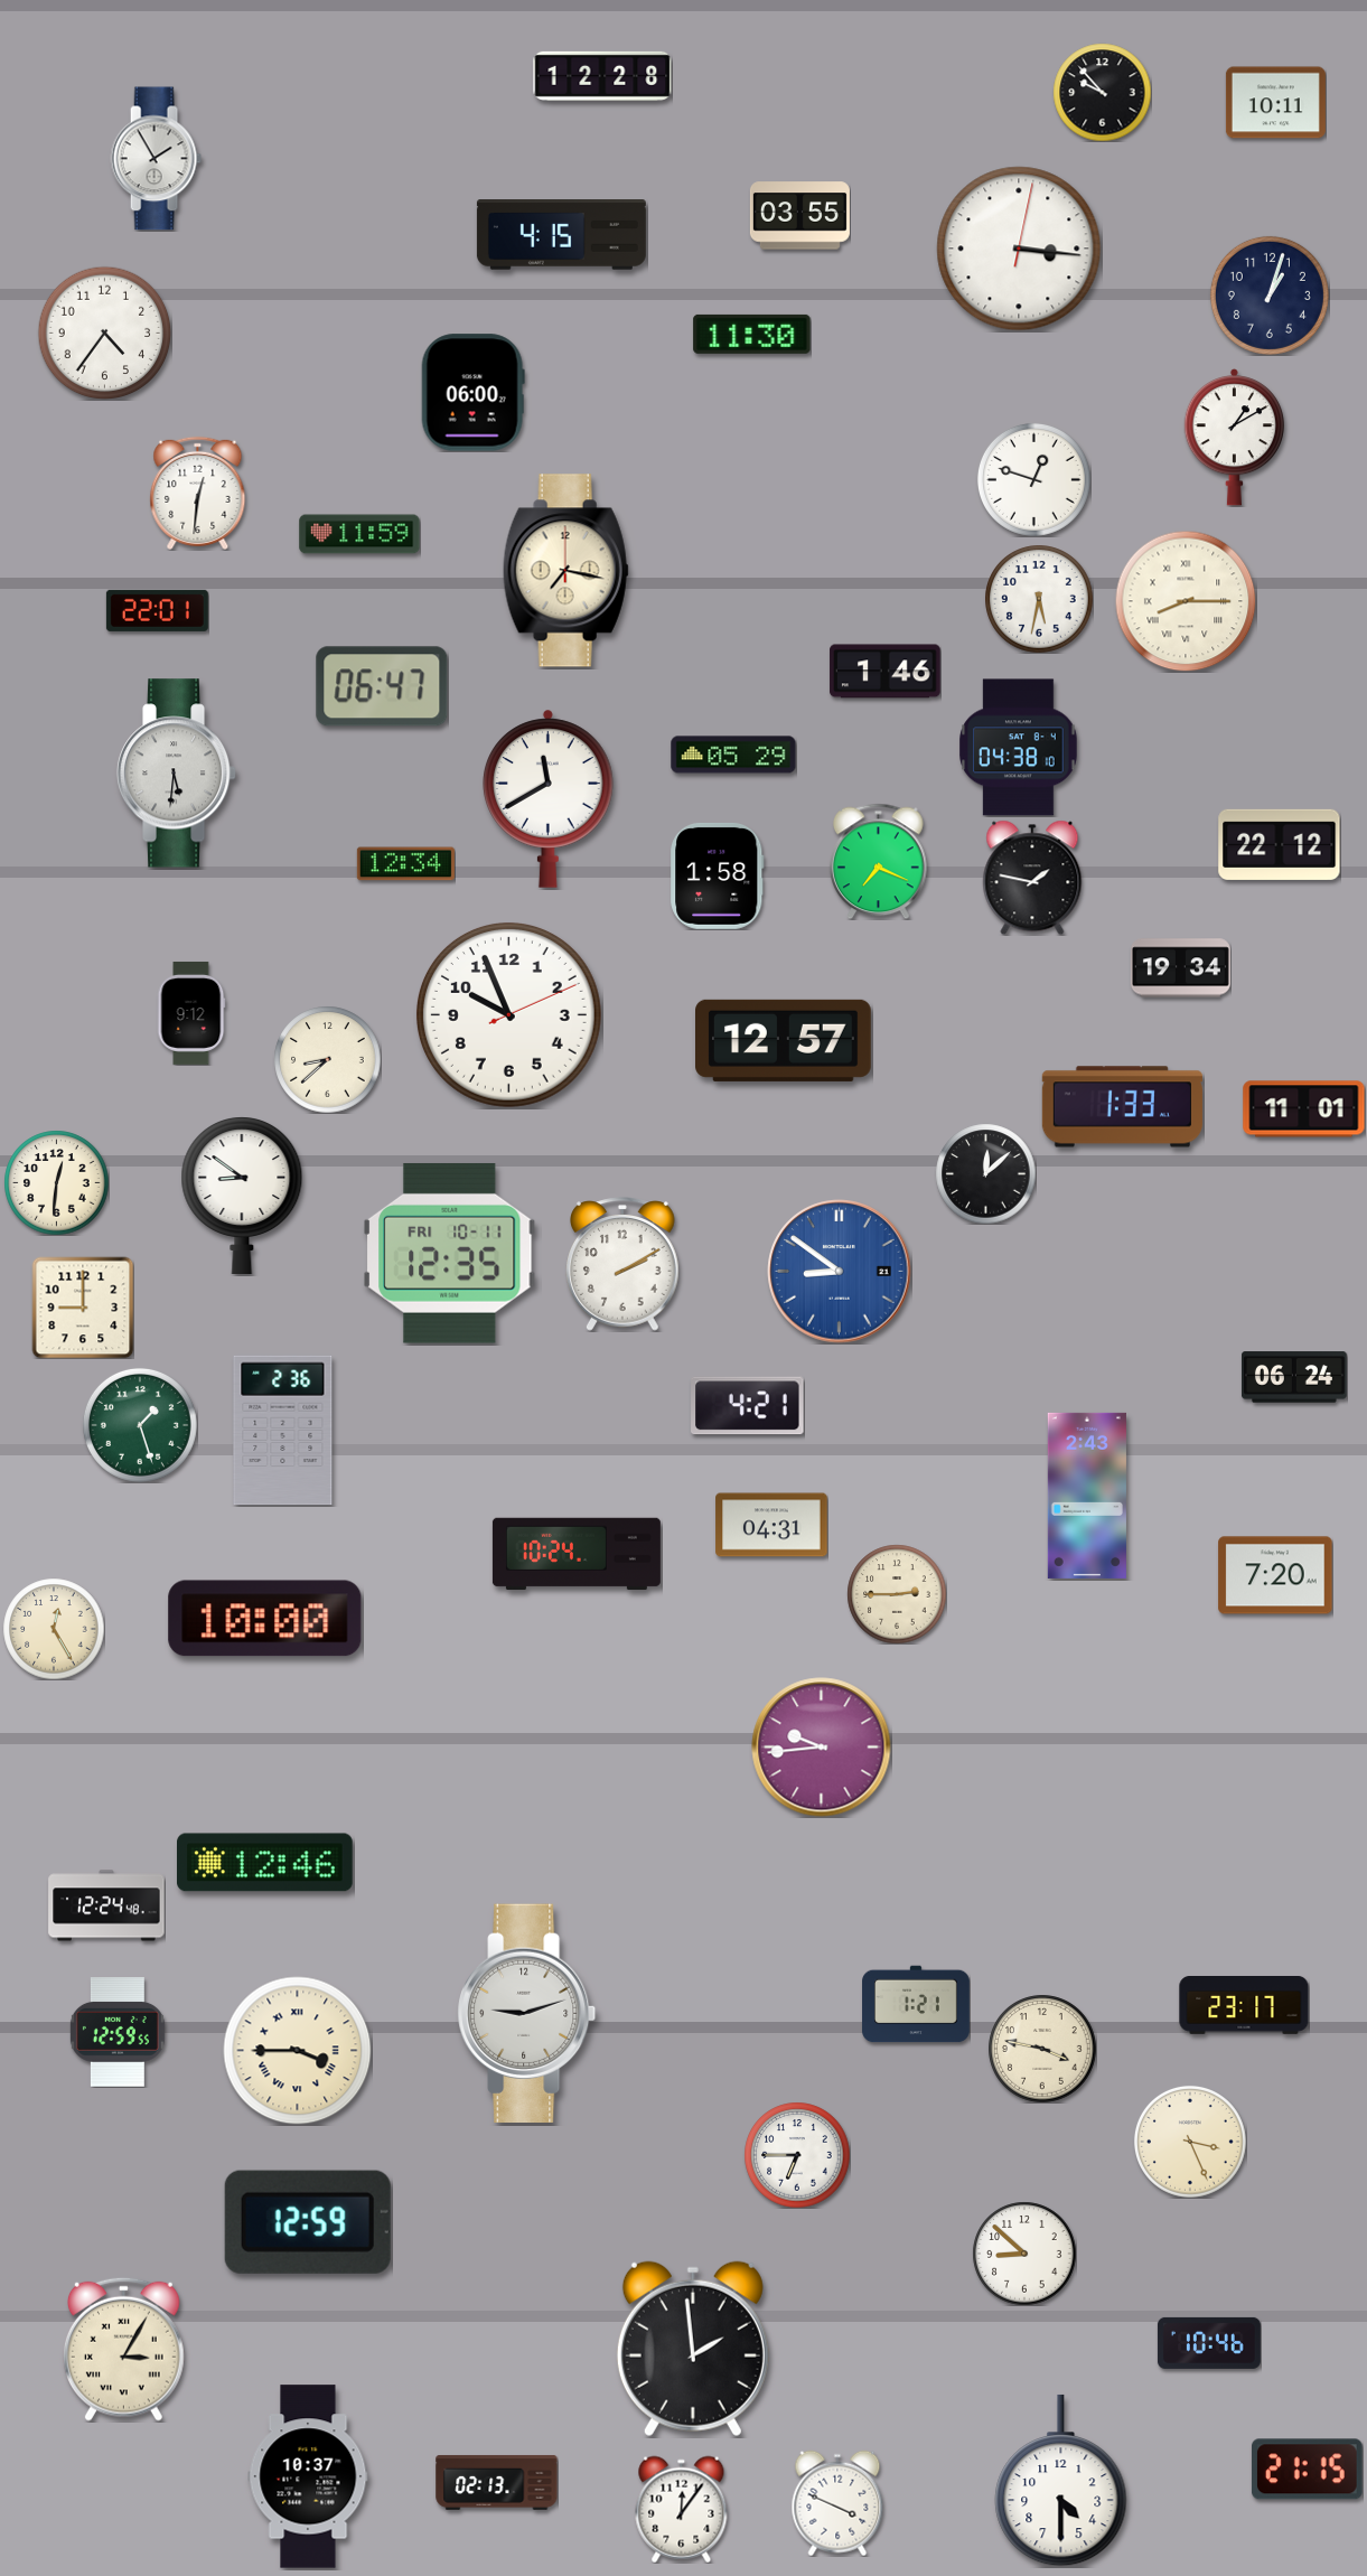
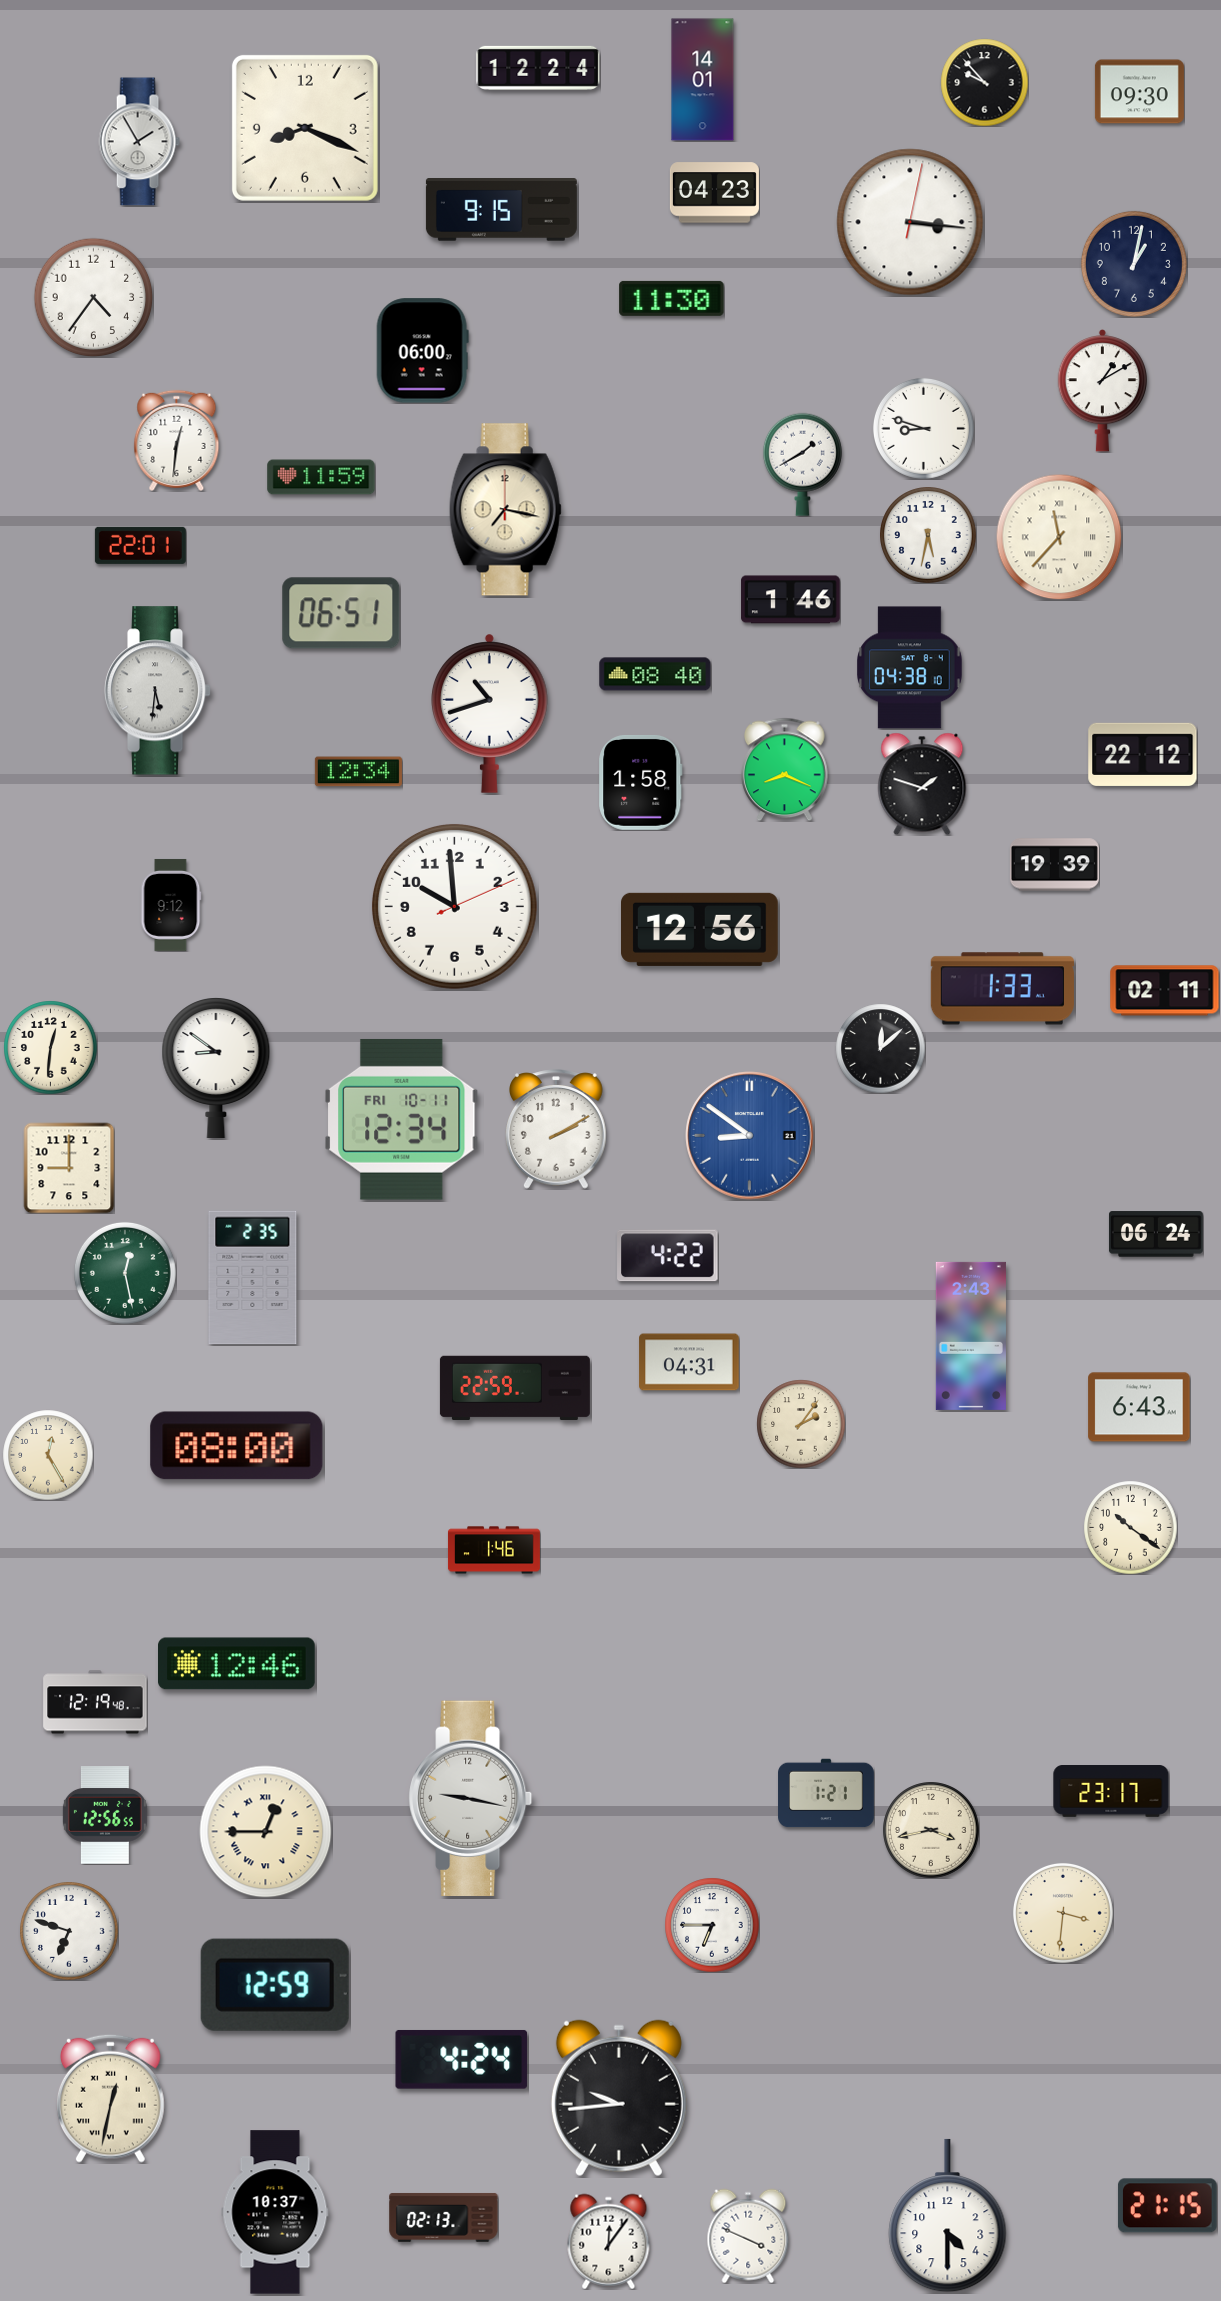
clock at (602, 76): 12:28 -> 12:24
clock at (703, 80): none -> 14:01
clock at (1275, 103): 10:11 -> 09:30
clock at (305, 128): none -> 8:19
clock at (799, 216): 03:55 -> 04:23
clock at (561, 235): 4:15 -> 9:15
clock at (1270, 296): 1:03 -> 1:02
clock at (1033, 479): 12:48 -> 8:48
clock at (802, 464): none -> 1:40
clock at (1186, 601): 8:15 -> 11:37
clock at (382, 686): 06:47 -> 06:51
clock at (733, 755): 05:29 -> 08:40
clock at (549, 798): 11:40 -> 10:42
clock at (879, 861): 7:19 -> 8:19
clock at (405, 864) position: (405, 864) -> (358, 772)
clock at (1032, 878): 1:47 -> 1:48
clock at (1180, 968): 19:34 -> 19:39
clock at (508, 1014): 9:56 -> 9:59
clock at (784, 1040): 12:57 -> 12:56
clock at (327, 1059): 8:38 -> none
clock at (1304, 1109): 11:01 -> 02:11
clock at (56, 1182) position: (56, 1182) -> (50, 1047)
clock at (450, 1253): 12:35 -> 12:34
clock at (83, 1308) position: (83, 1308) -> (69, 1168)
clock at (1294, 1377) position: (1294, 1377) -> (1156, 1234)
clock at (748, 1406): 4:21 -> 4:22
clock at (140, 1425): 1:27 -> 12:28
clock at (283, 1431): 2:36 -> 2:35
clock at (577, 1554): 10:24 -> 22:59
clock at (1275, 1575): 7:20 -> 6:43
clock at (897, 1594): 2:45 -> 2:06
clock at (265, 1619): 10:00 -> 08:00
clock at (1130, 1527): none -> 10:21
clock at (494, 1550): none -> 1:46
clock at (822, 1748): 9:44 -> none
clock at (106, 1905): 12:24 -> 12:19
clock at (916, 2004) position: (916, 2004) -> (826, 1793)
clock at (527, 2013): 9:12 -> 9:17
clock at (118, 2032): 12:59 -> 12:56
clock at (1042, 2049): 3:47 -> 3:43
clock at (298, 2051): 3:45 -> 12:45
clock at (1190, 2142): 3:26 -> 3:31
clock at (70, 1932): none -> 6:48
clock at (1024, 2254): 8:52 -> none
clock at (462, 2059): none -> 4:24
clock at (1209, 2343): 10:46 -> none
clock at (123, 2349): 3:05 -> 12:32
clock at (693, 2349): 1:59 -> 9:44
